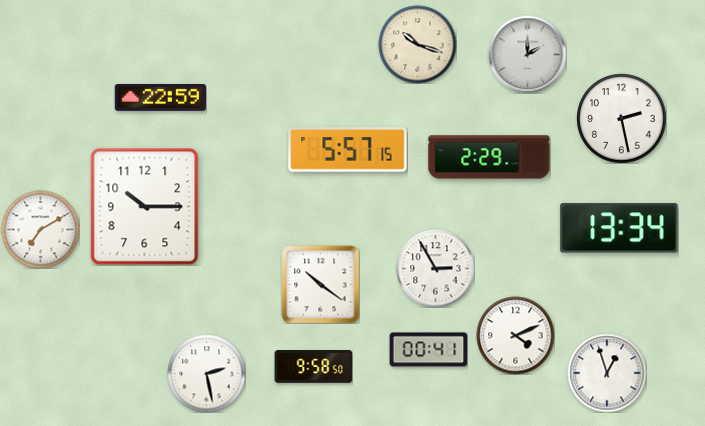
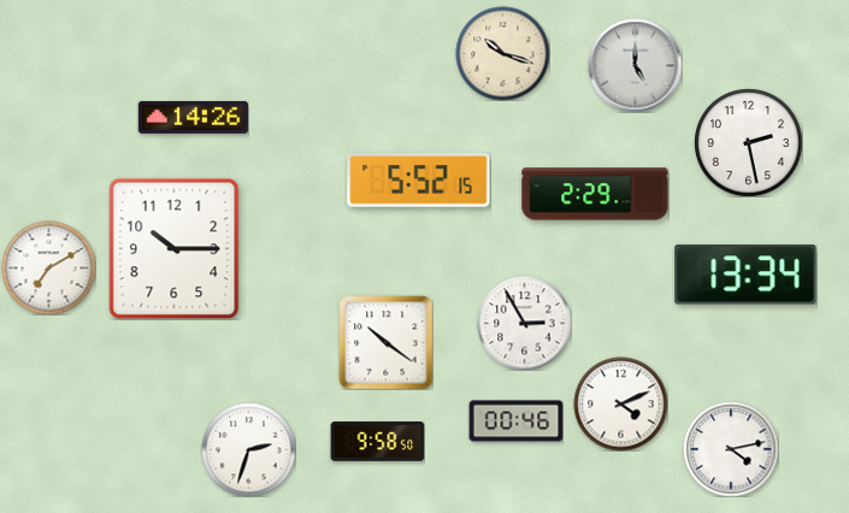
clock at (527, 54): 2:00 -> 5:00
clock at (160, 97): 22:59 -> 14:26
clock at (348, 150): 5:57 -> 5:52
clock at (489, 157) position: (489, 157) -> (595, 194)
clock at (40, 229) position: (40, 229) -> (48, 267)
clock at (428, 350): 00:41 -> 00:46
clock at (206, 373): 2:28 -> 2:33
clock at (607, 373): 12:57 -> 4:13
